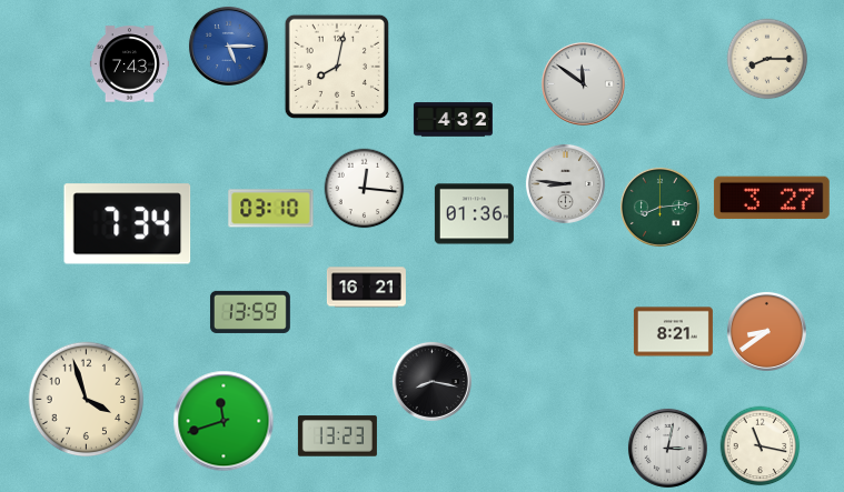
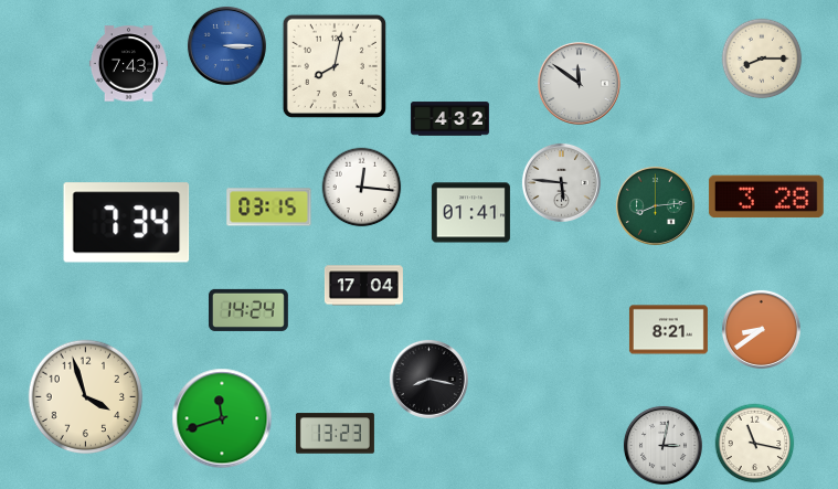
clock at (228, 46): 5:15 -> 3:15
clock at (565, 183): 8:46 -> 5:46
clock at (772, 198): 3:27 -> 3:28
clock at (271, 209): 03:10 -> 03:15
clock at (474, 214): 01:36 -> 01:41
clock at (366, 288): 16:21 -> 17:04
clock at (250, 312): 13:59 -> 14:24
